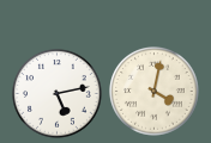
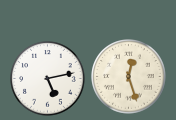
clock at (155, 92): 4:02 -> 12:27
